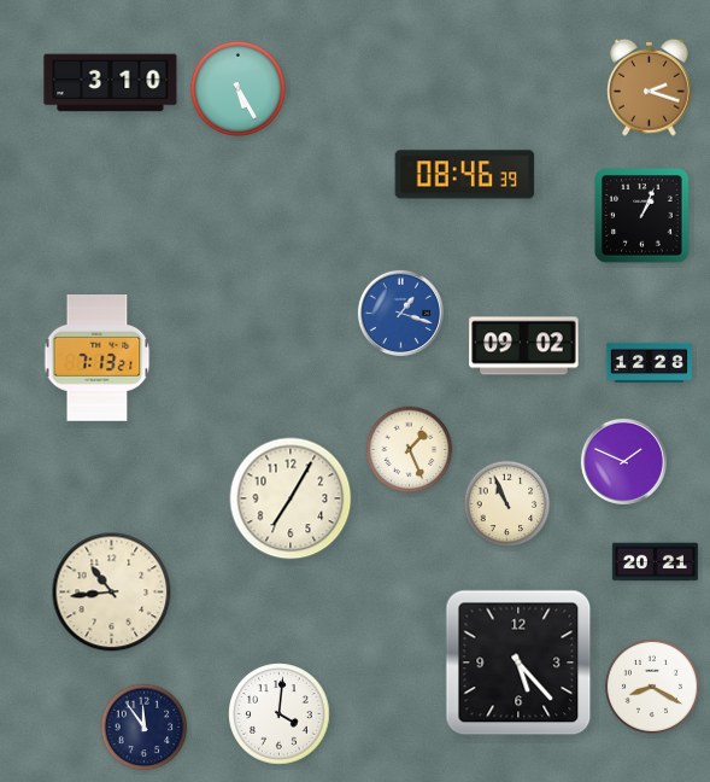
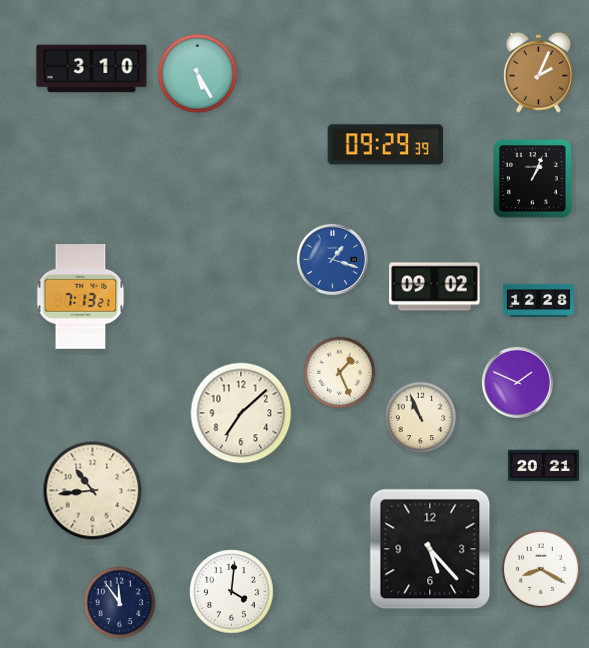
clock at (650, 87): 2:18 -> 2:04
clock at (465, 175): 08:46 -> 09:29
clock at (291, 498): 7:05 -> 7:08
